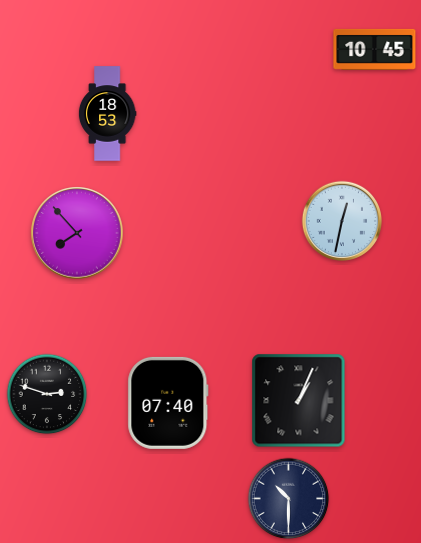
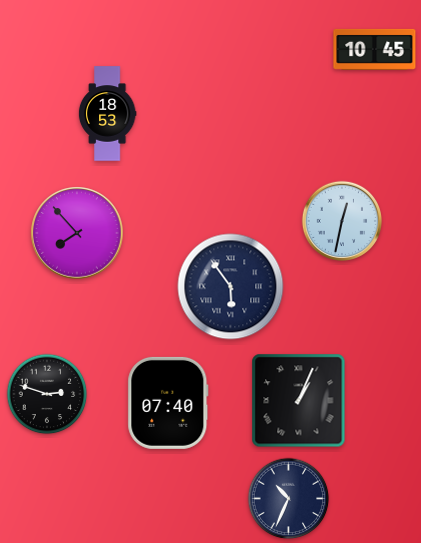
clock at (231, 287): none -> 5:54
clock at (289, 499): 10:30 -> 10:34
